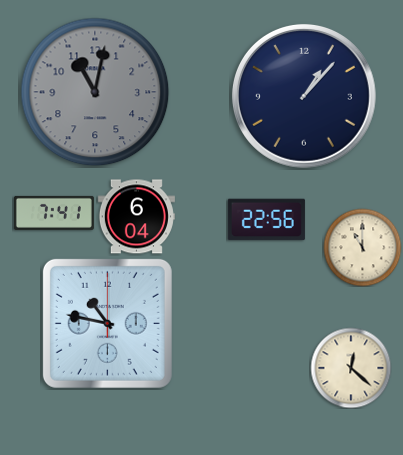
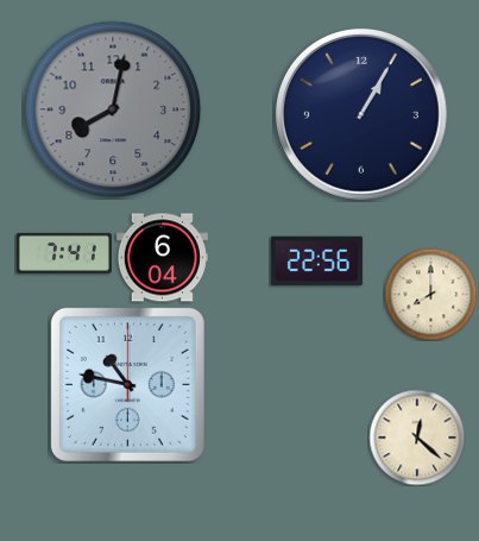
clock at (95, 92): 11:02 -> 8:02
clock at (304, 96): 1:07 -> 1:05
clock at (362, 247): 11:00 -> 8:00
